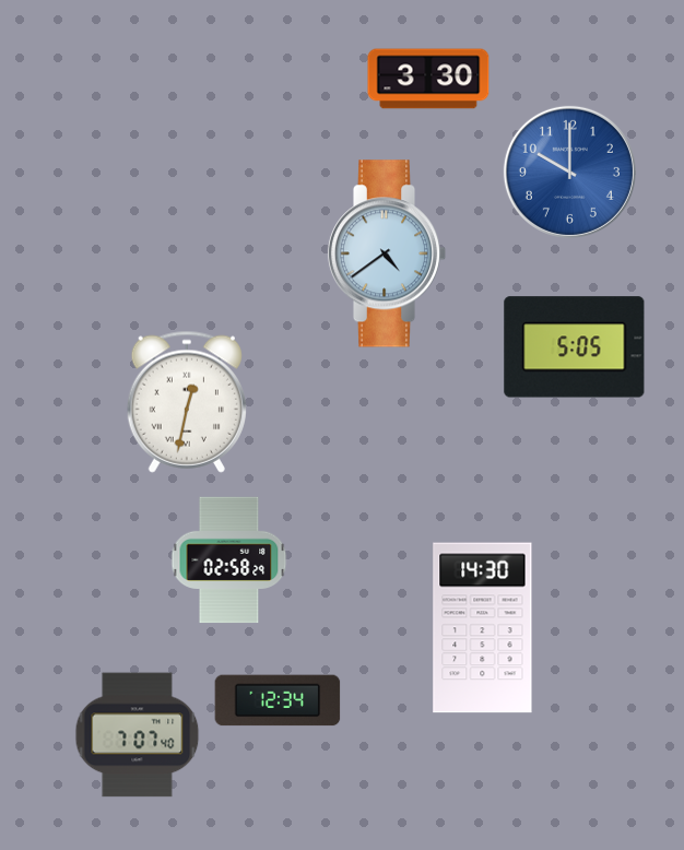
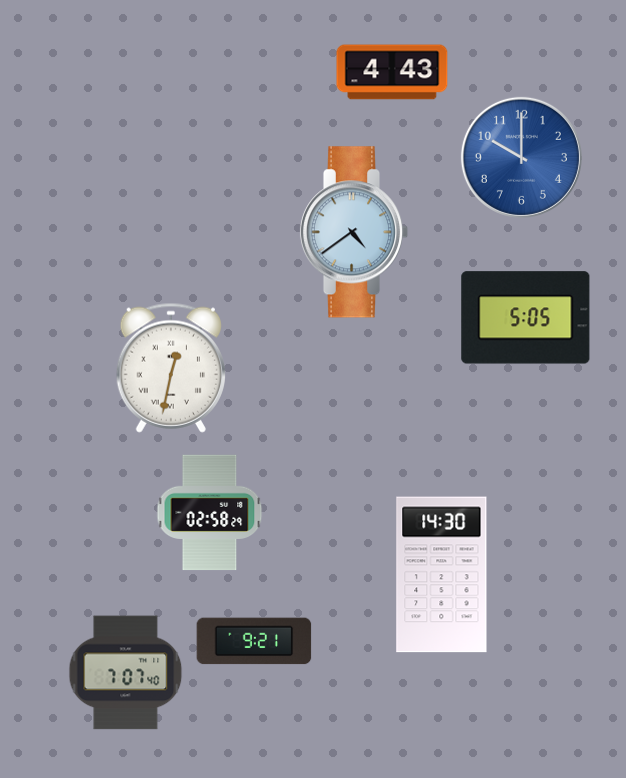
clock at (428, 79): 3:30 -> 4:43
clock at (278, 700): 12:34 -> 9:21
